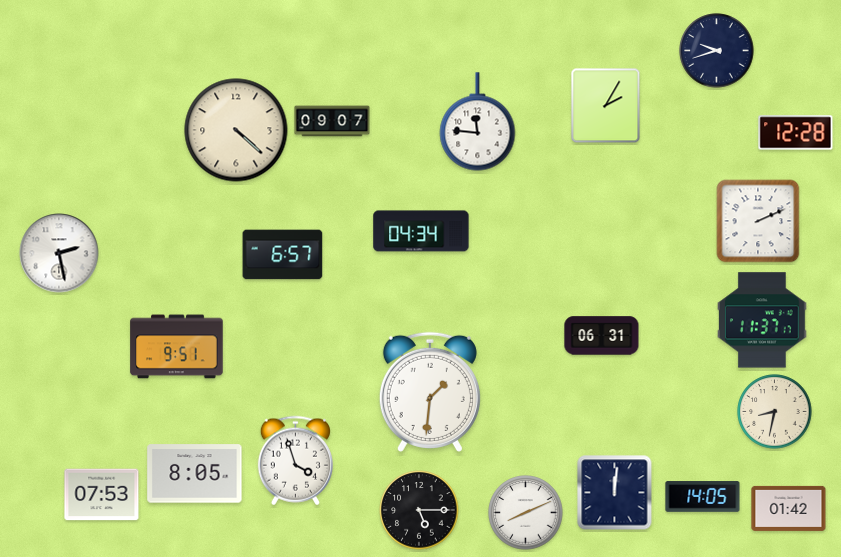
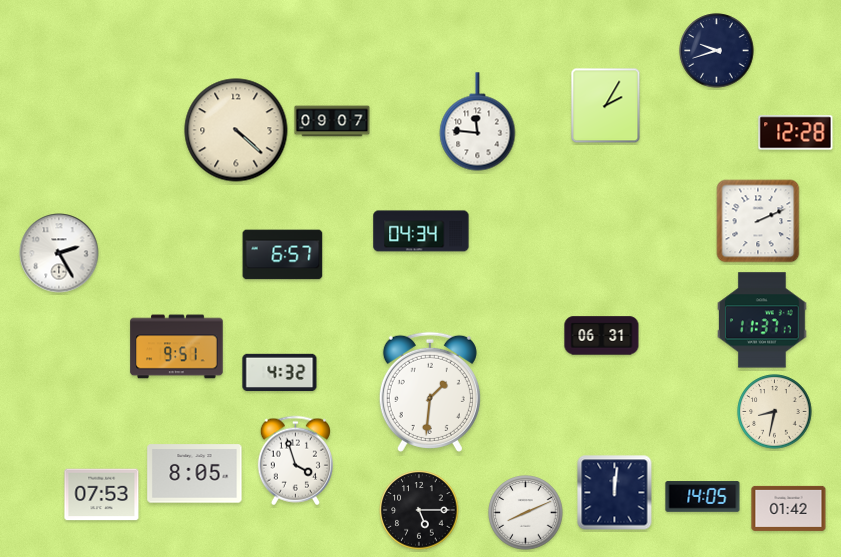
clock at (59, 253): 2:28 -> 2:25
clock at (280, 373): none -> 4:32
